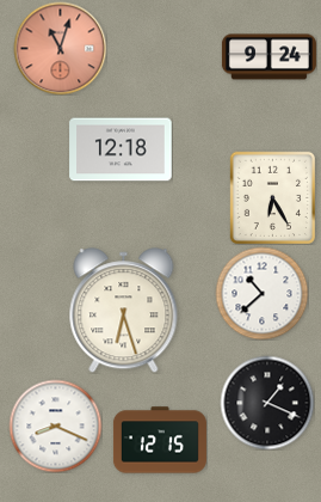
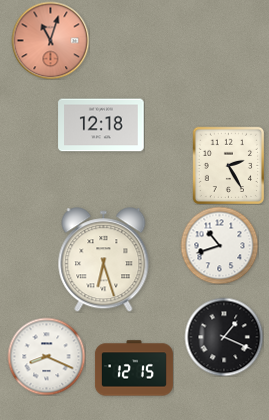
clock at (268, 57): 9:24 -> none
clock at (272, 197): 6:25 -> 2:25
clock at (261, 293): 10:38 -> 10:42
